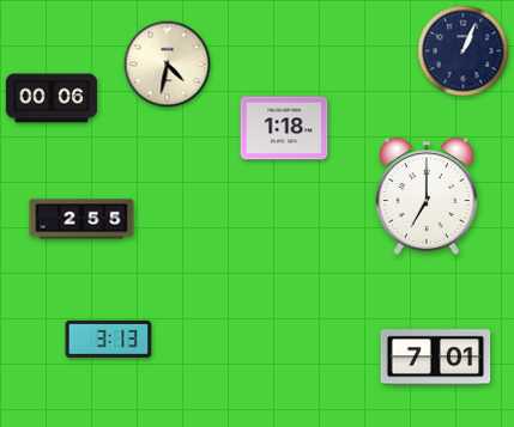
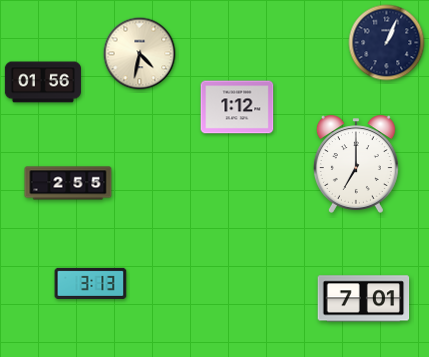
clock at (52, 98): 00:06 -> 01:56
clock at (284, 128): 1:18 -> 1:12
